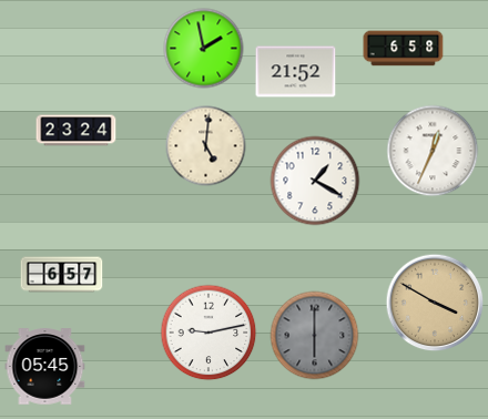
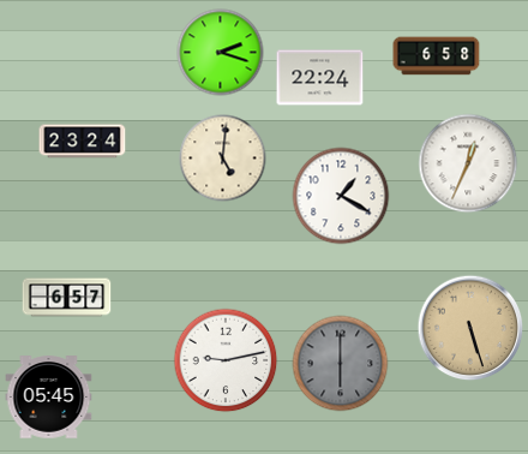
clock at (204, 49): 1:58 -> 2:18
clock at (404, 49) position: (404, 49) -> (437, 56)
clock at (296, 72): 21:52 -> 22:24
clock at (435, 303): 3:50 -> 5:27
